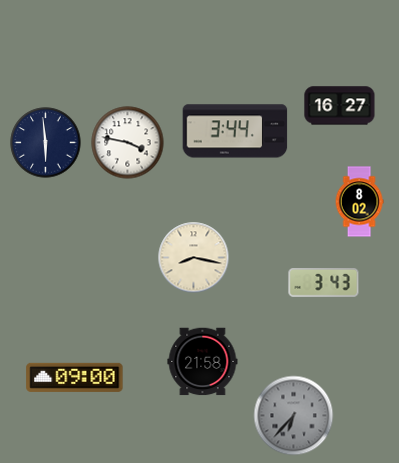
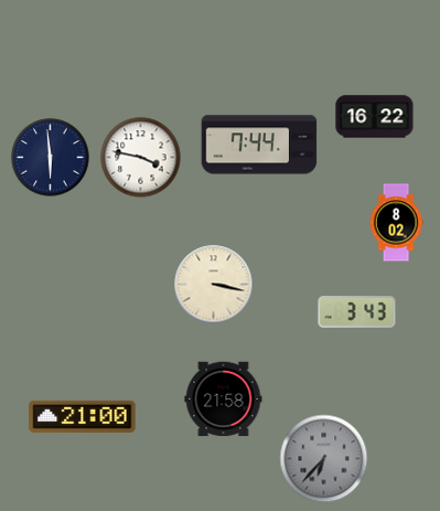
clock at (340, 106): 16:27 -> 16:22
clock at (235, 131): 3:44 -> 7:44
clock at (194, 258): 8:17 -> 3:17
clock at (75, 377): 09:00 -> 21:00
